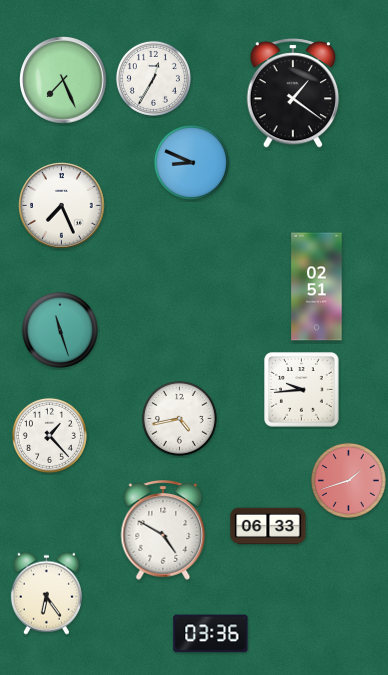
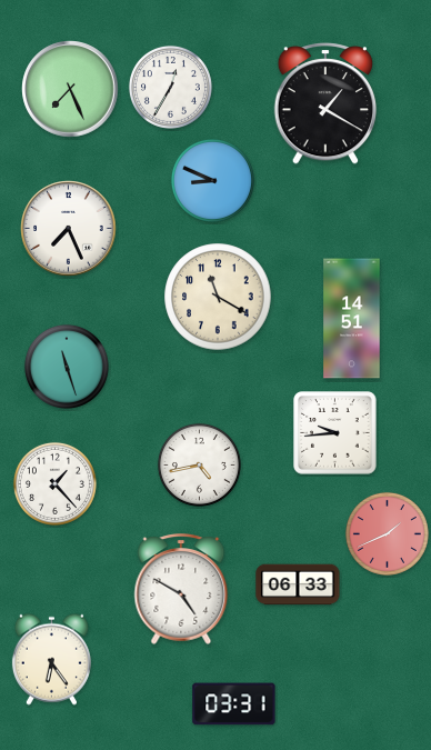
clock at (293, 93): 1:21 -> 1:20
clock at (218, 297): none -> 11:20
clock at (317, 287): 02:51 -> 14:51
clock at (348, 480): 1:42 -> 1:41
clock at (211, 634): 03:36 -> 03:31
